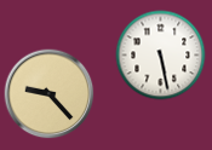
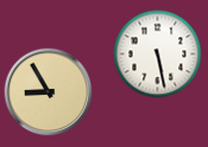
clock at (50, 94): 9:23 -> 8:55
